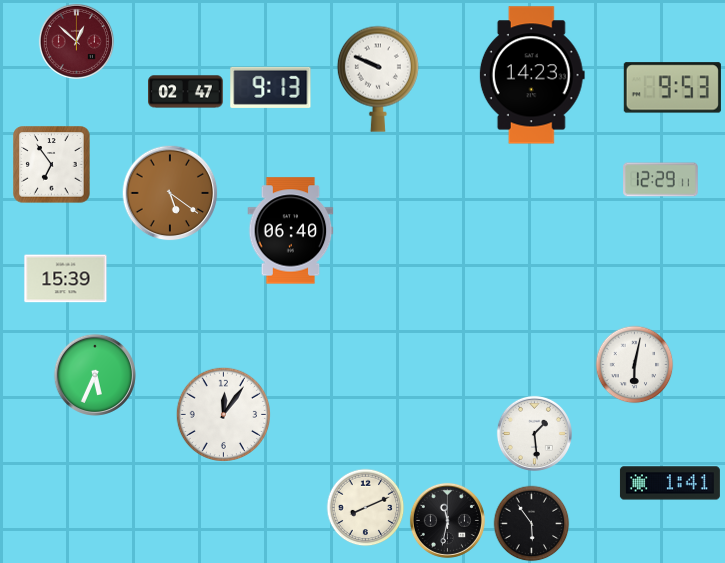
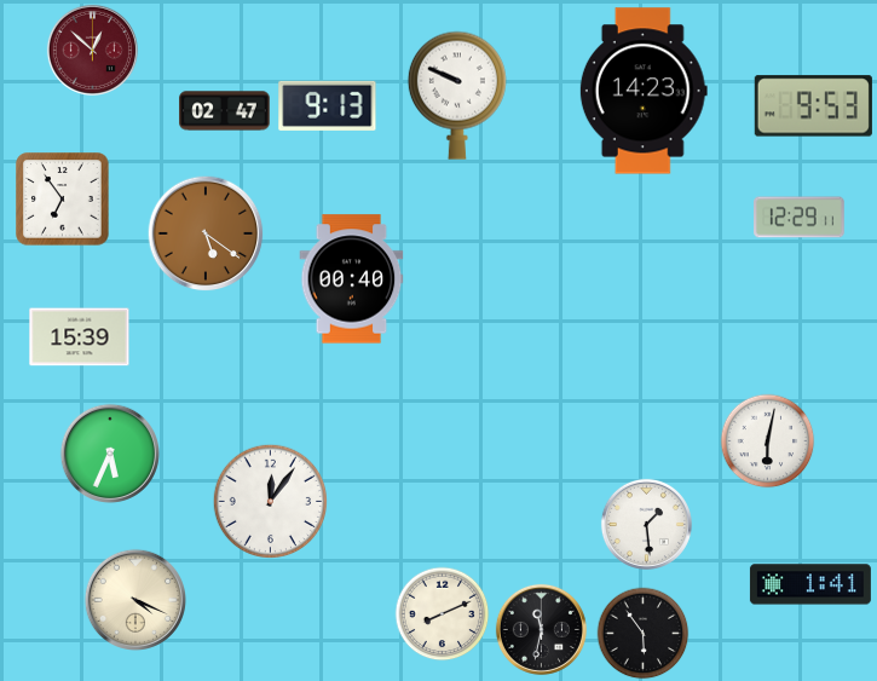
clock at (291, 231): 06:40 -> 00:40
clock at (95, 375) position: (95, 375) -> (110, 454)
clock at (134, 599): none -> 4:19
